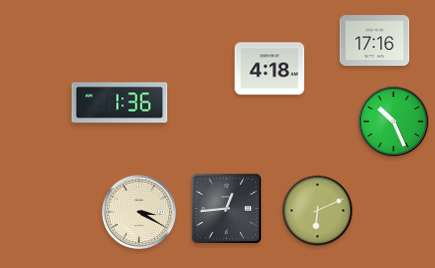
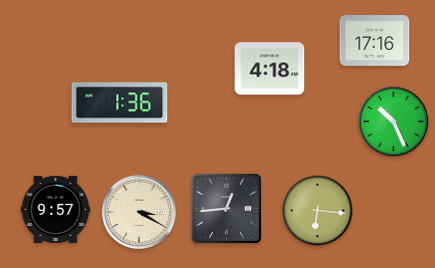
clock at (56, 210): none -> 9:57
clock at (318, 211): 6:11 -> 6:16
